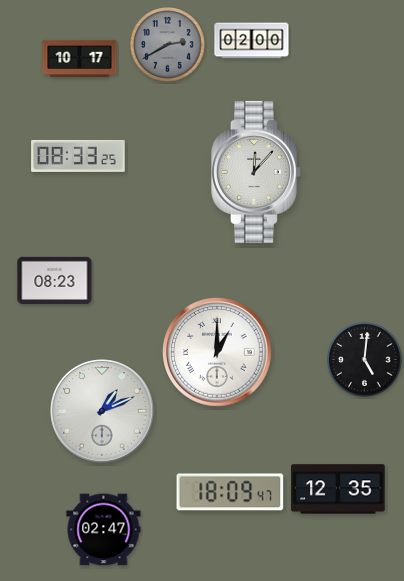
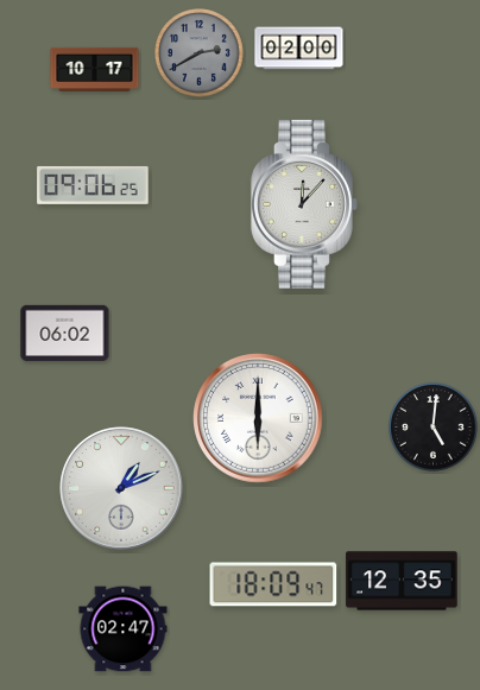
clock at (78, 156): 08:33 -> 09:06
clock at (55, 280): 08:23 -> 06:02
clock at (217, 352): 1:00 -> 6:00
